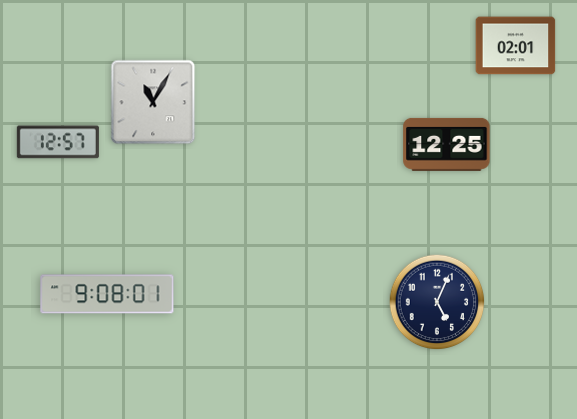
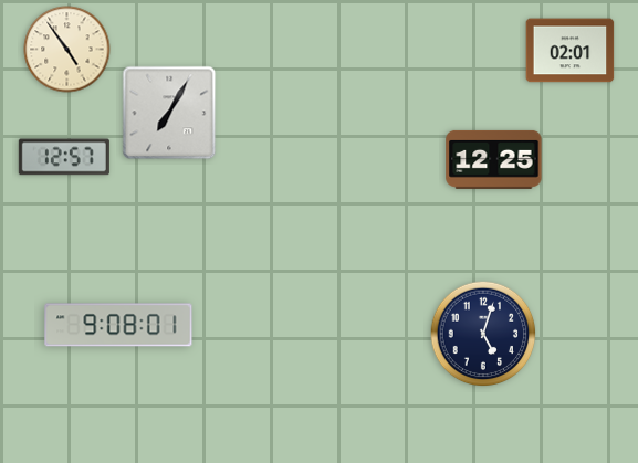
clock at (67, 50): none -> 4:54
clock at (153, 102): 11:05 -> 7:05
clock at (437, 302): 5:04 -> 5:03
